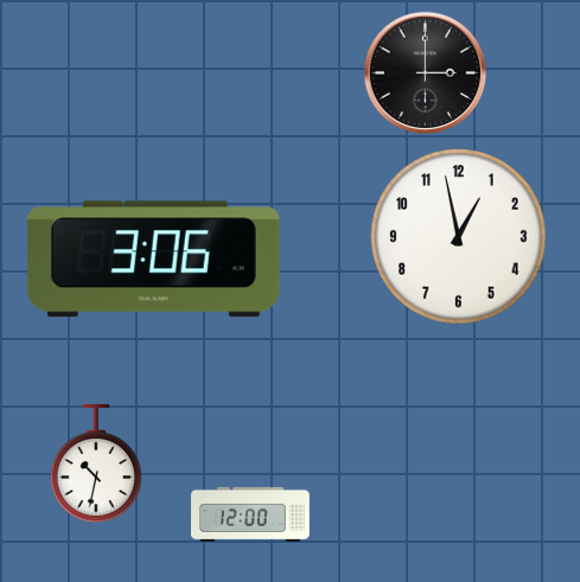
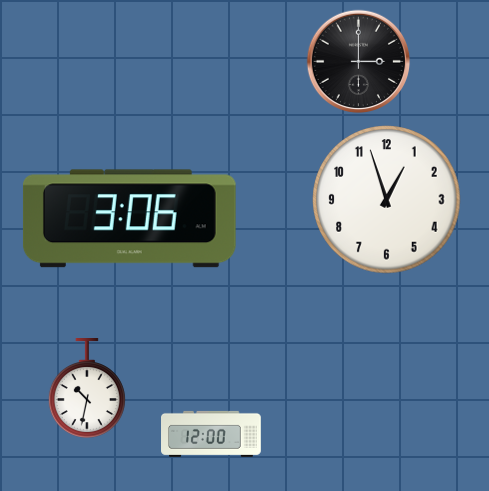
clock at (459, 237): 12:58 -> 12:57
clock at (96, 463) position: (96, 463) -> (87, 388)
